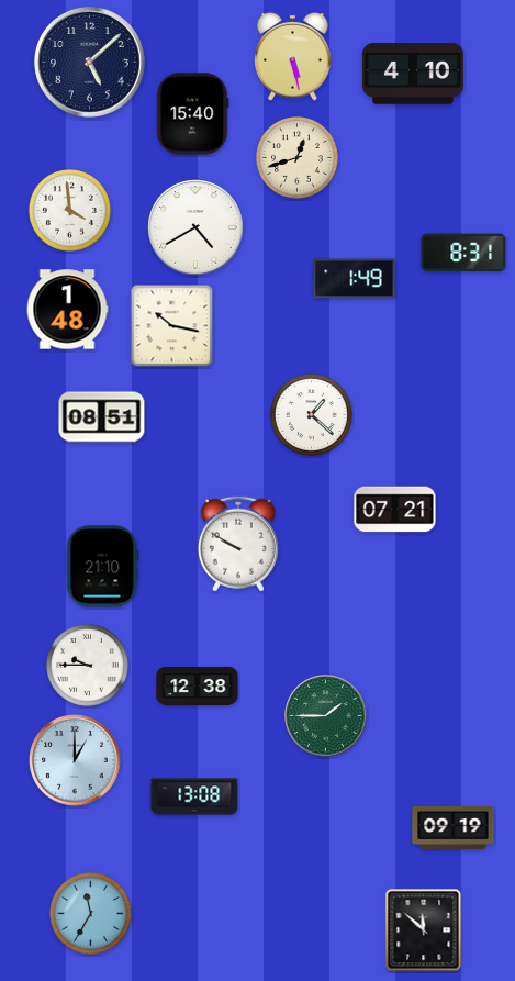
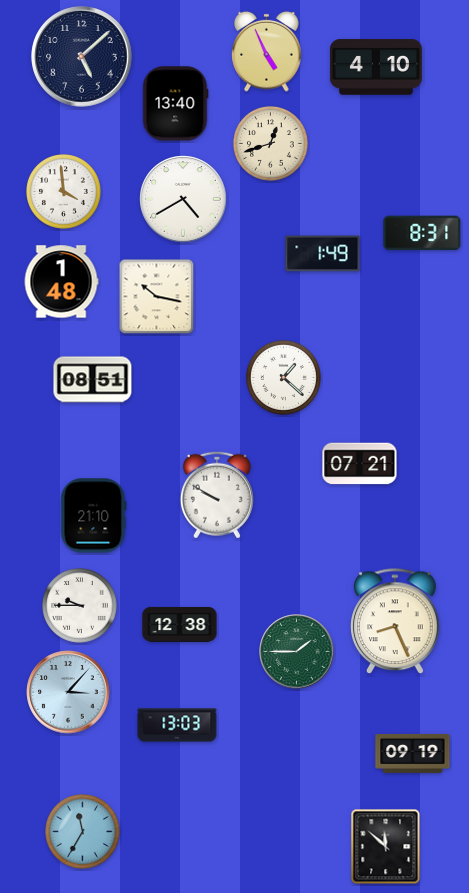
clock at (293, 56): 5:28 -> 4:56
clock at (193, 114): 15:40 -> 13:40
clock at (195, 227) position: (195, 227) -> (183, 199)
clock at (463, 253) position: (463, 253) -> (422, 233)
clock at (395, 622): none -> 8:26
clock at (75, 760): 1:00 -> 3:07
clock at (194, 796): 13:08 -> 13:03
